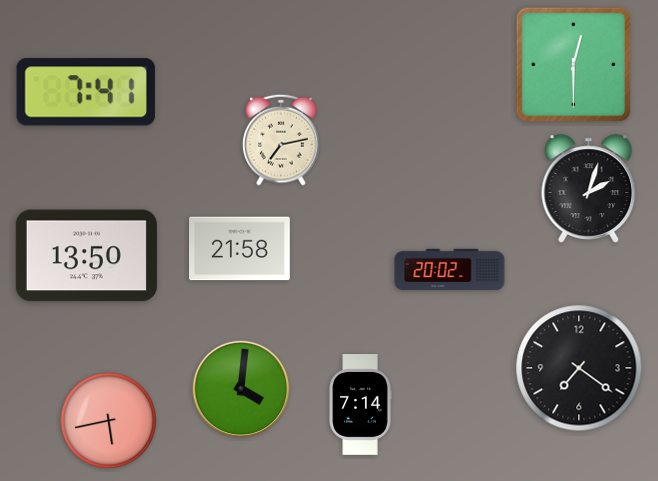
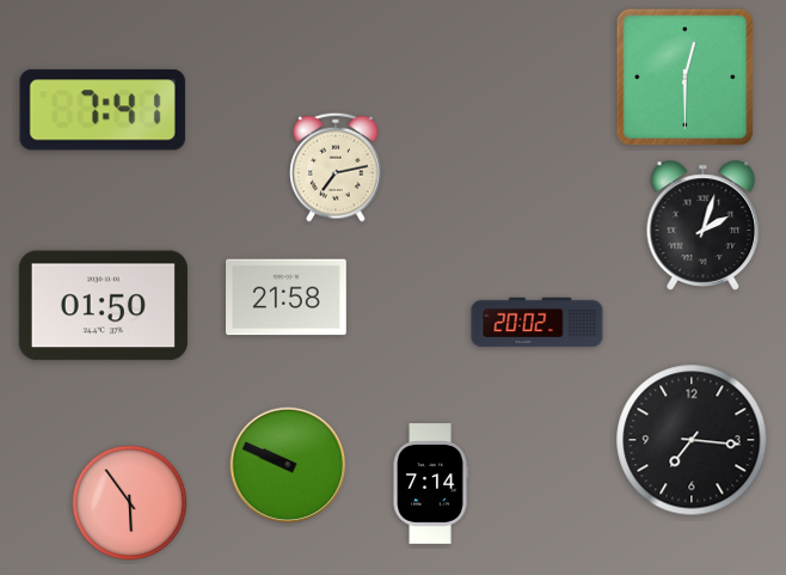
clock at (86, 256): 13:50 -> 01:50
clock at (579, 368): 7:21 -> 7:16
clock at (241, 389): 4:01 -> 9:49
clock at (108, 420): 5:43 -> 5:54
